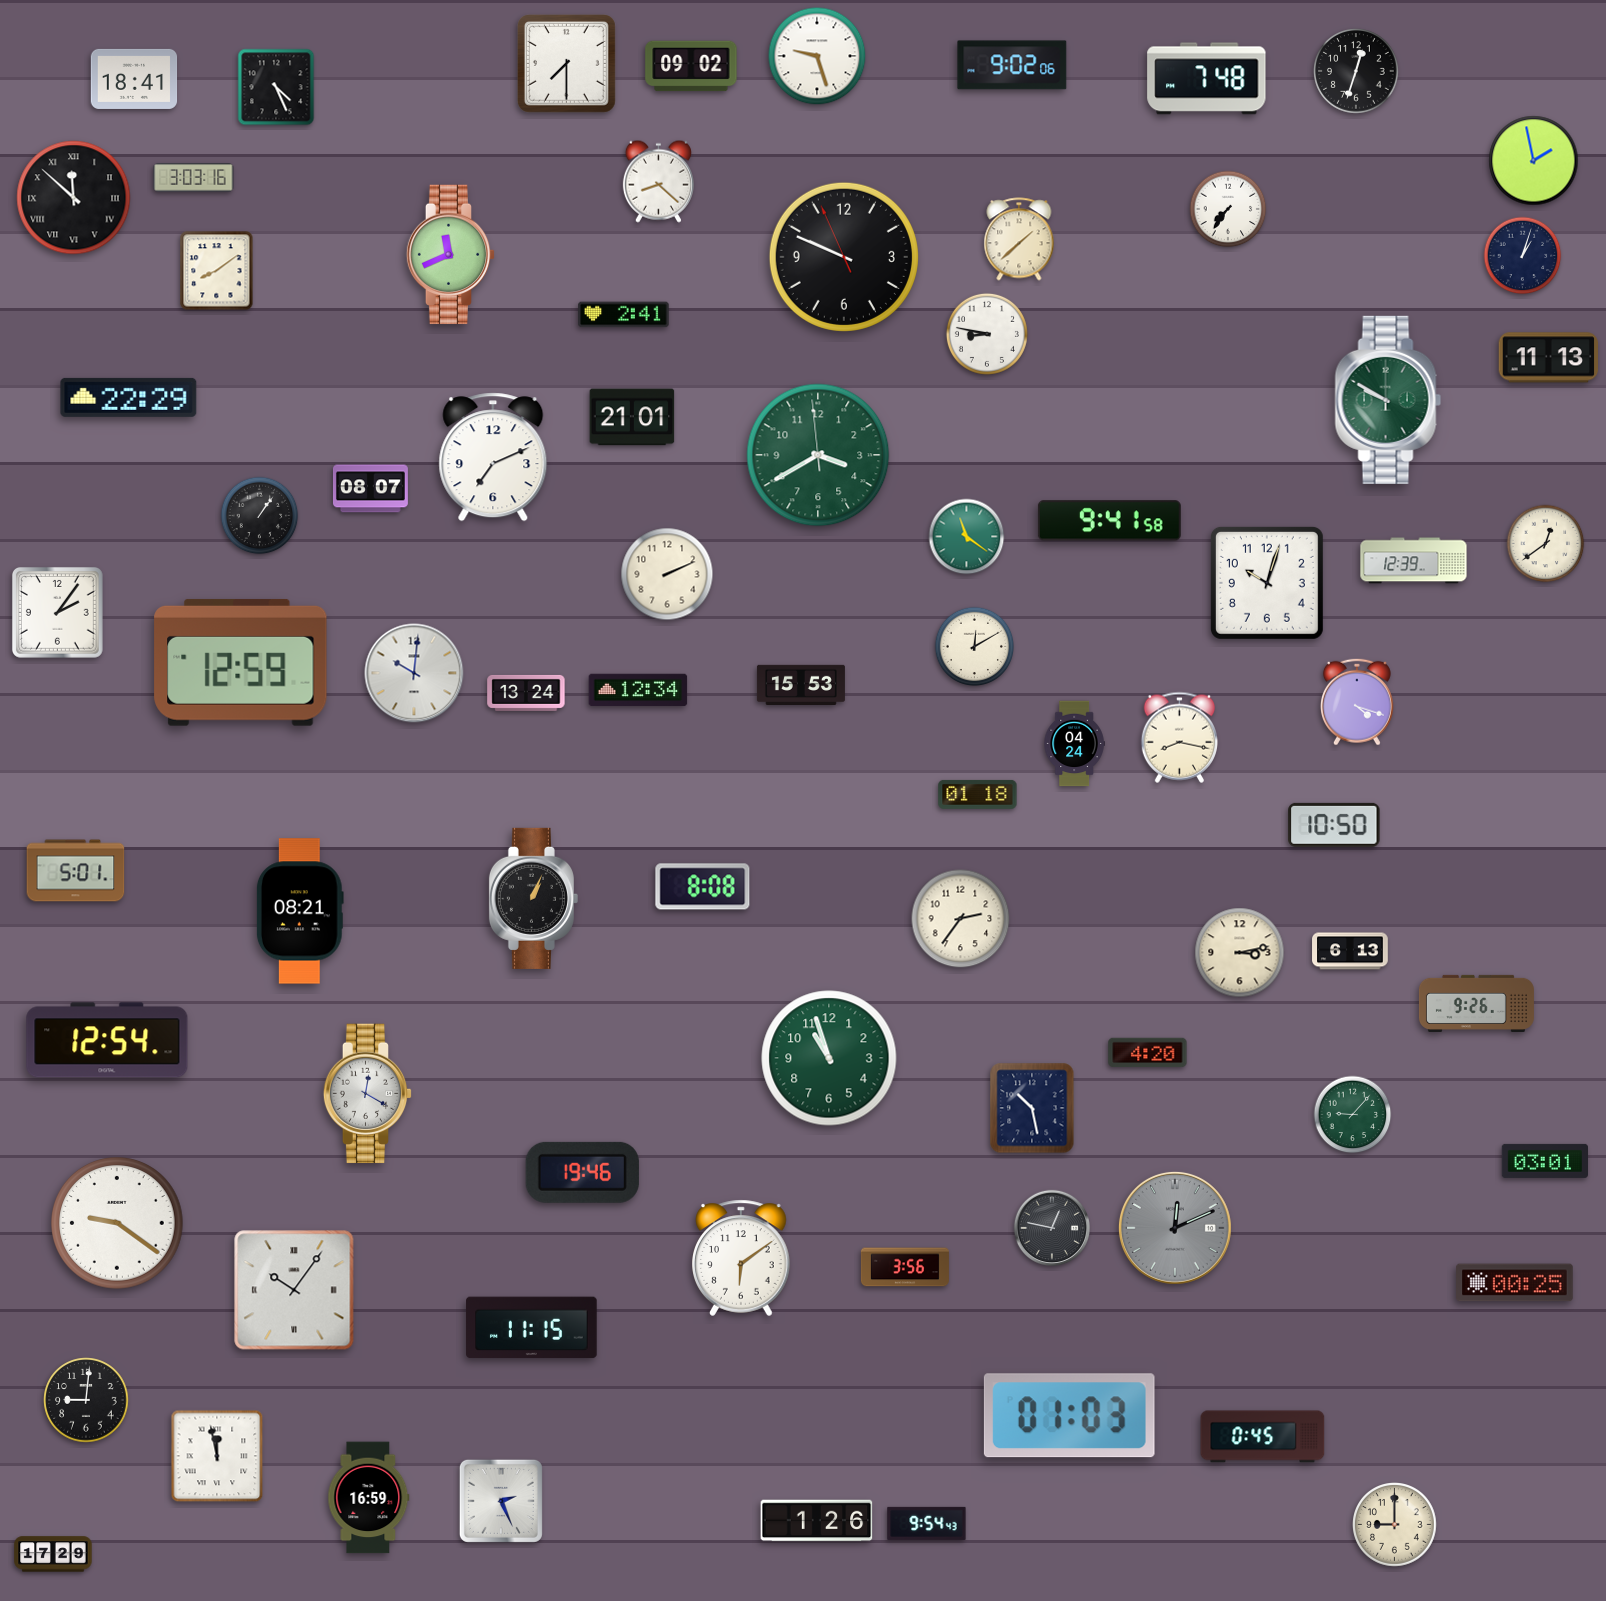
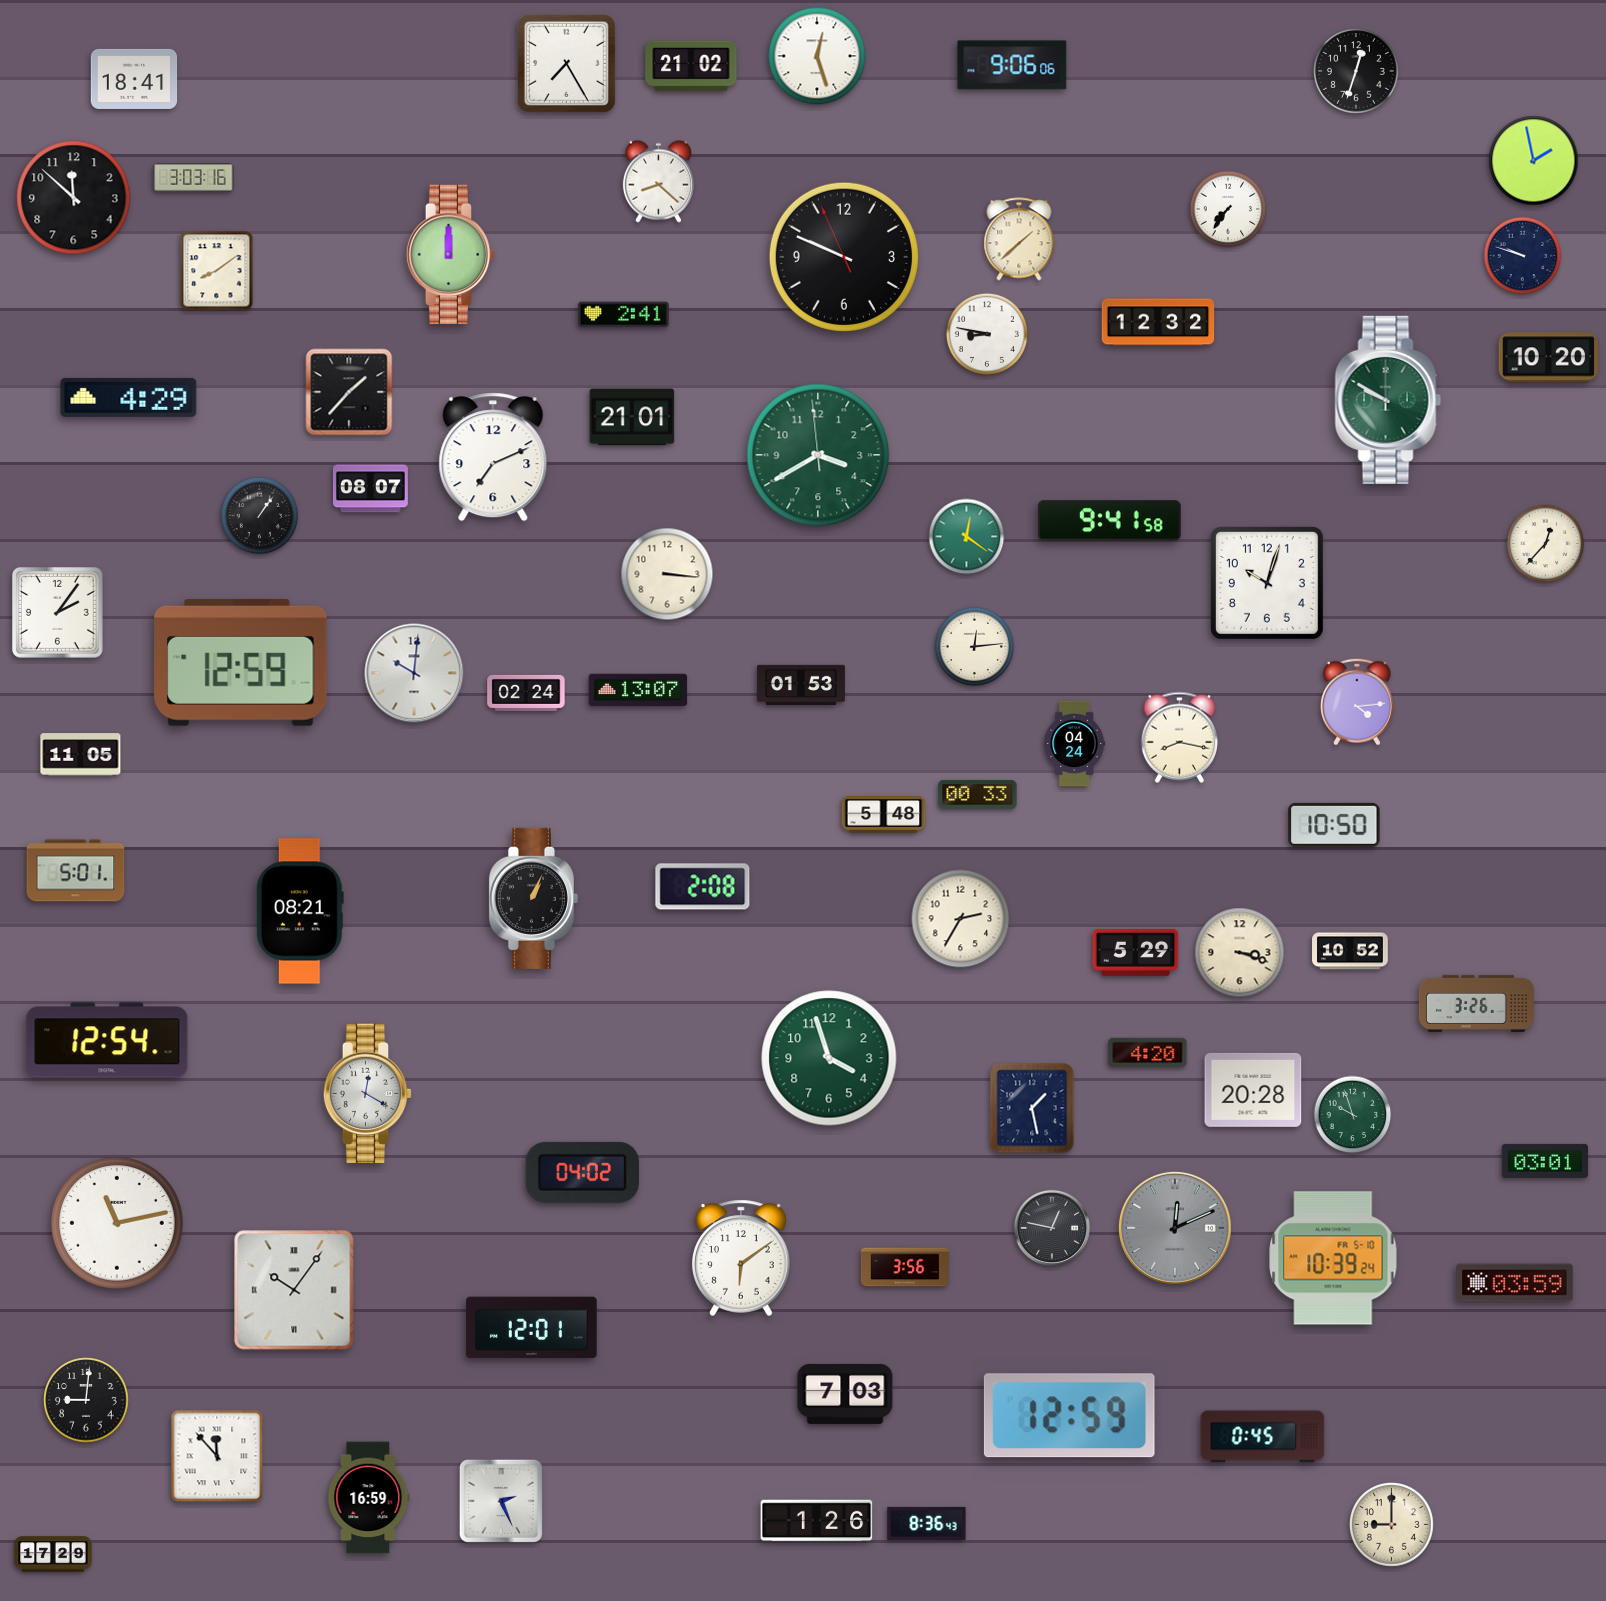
clock at (817, 56): 9:27 -> 12:27
clock at (567, 64): 7:30 -> 7:25
clock at (1012, 65): 9:02 -> 9:06
clock at (691, 66): 09:02 -> 21:02
clock at (1207, 79): 7:48 -> none
clock at (276, 87): 4:26 -> none
clock at (74, 198) numerals: Roman -> Arabic
clock at (451, 255): 11:41 -> 12:00
clock at (1523, 256): 1:03 -> 9:48
clock at (1158, 322): none -> 12:32
clock at (1548, 358): 11:13 -> 10:20
clock at (349, 392): none -> 1:37
clock at (129, 397): 22:29 -> 4:29
clock at (967, 537): 11:21 -> 12:21
clock at (1546, 544): 12:39 -> 12:37
clock at (1414, 561): 12:39 -> none
clock at (667, 574): 2:11 -> 3:16
clock at (975, 647): 12:10 -> 12:14
clock at (801, 684): 15:53 -> 01:53
clock at (638, 690): 12:34 -> 13:07
clock at (526, 693): 13:24 -> 02:24
clock at (1357, 702): 4:18 -> 4:14
clock at (81, 755): none -> 11:05
clock at (978, 794): 01:18 -> 00:33
clock at (884, 815): none -> 5:48
clock at (703, 887): 8:08 -> 2:08
clock at (961, 919): 2:36 -> 2:35
clock at (1350, 951): 6:13 -> 10:52
clock at (1136, 952): none -> 5:29
clock at (1240, 953): 3:13 -> 3:18
clock at (1476, 1003): 9:26 -> 3:26
clock at (829, 1058): 10:57 -> 3:57
clock at (1253, 1090): none -> 20:28
clock at (1032, 1108): 10:28 -> 1:28
clock at (1353, 1115): 9:07 -> 9:57
clock at (582, 1172): 19:46 -> 04:02
clock at (118, 1224): 9:21 -> 11:13
clock at (1333, 1258): none -> 10:39
clock at (1515, 1283): 00:25 -> 03:59
clock at (532, 1328): 11:15 -> 12:01
clock at (845, 1394): none -> 7:03
clock at (1069, 1416): 01:03 -> 12:59
clock at (217, 1456): 11:58 -> 11:53
clock at (927, 1523): 9:54 -> 8:36
clock at (1395, 1525) position: (1395, 1525) -> (1392, 1525)
